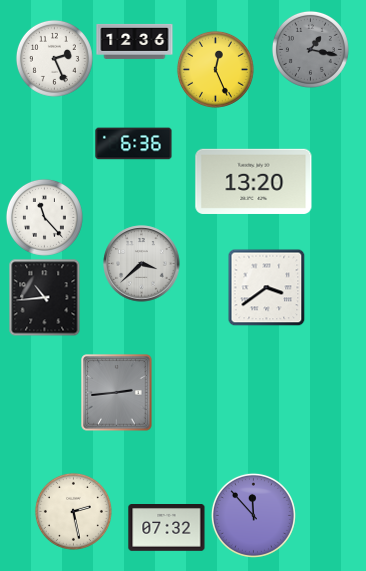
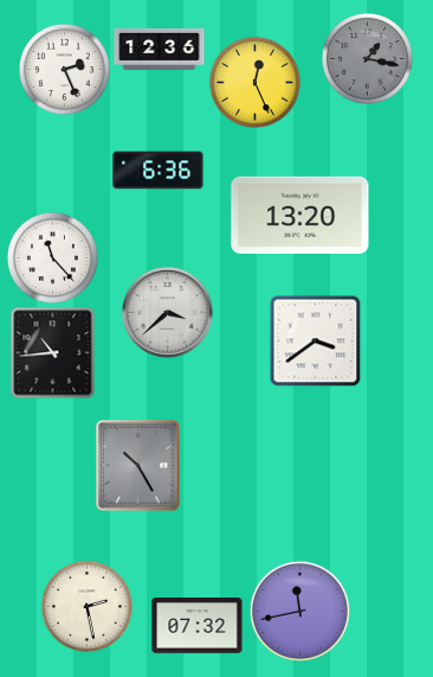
clock at (117, 393): 2:44 -> 10:25
clock at (253, 515): 11:53 -> 11:43
